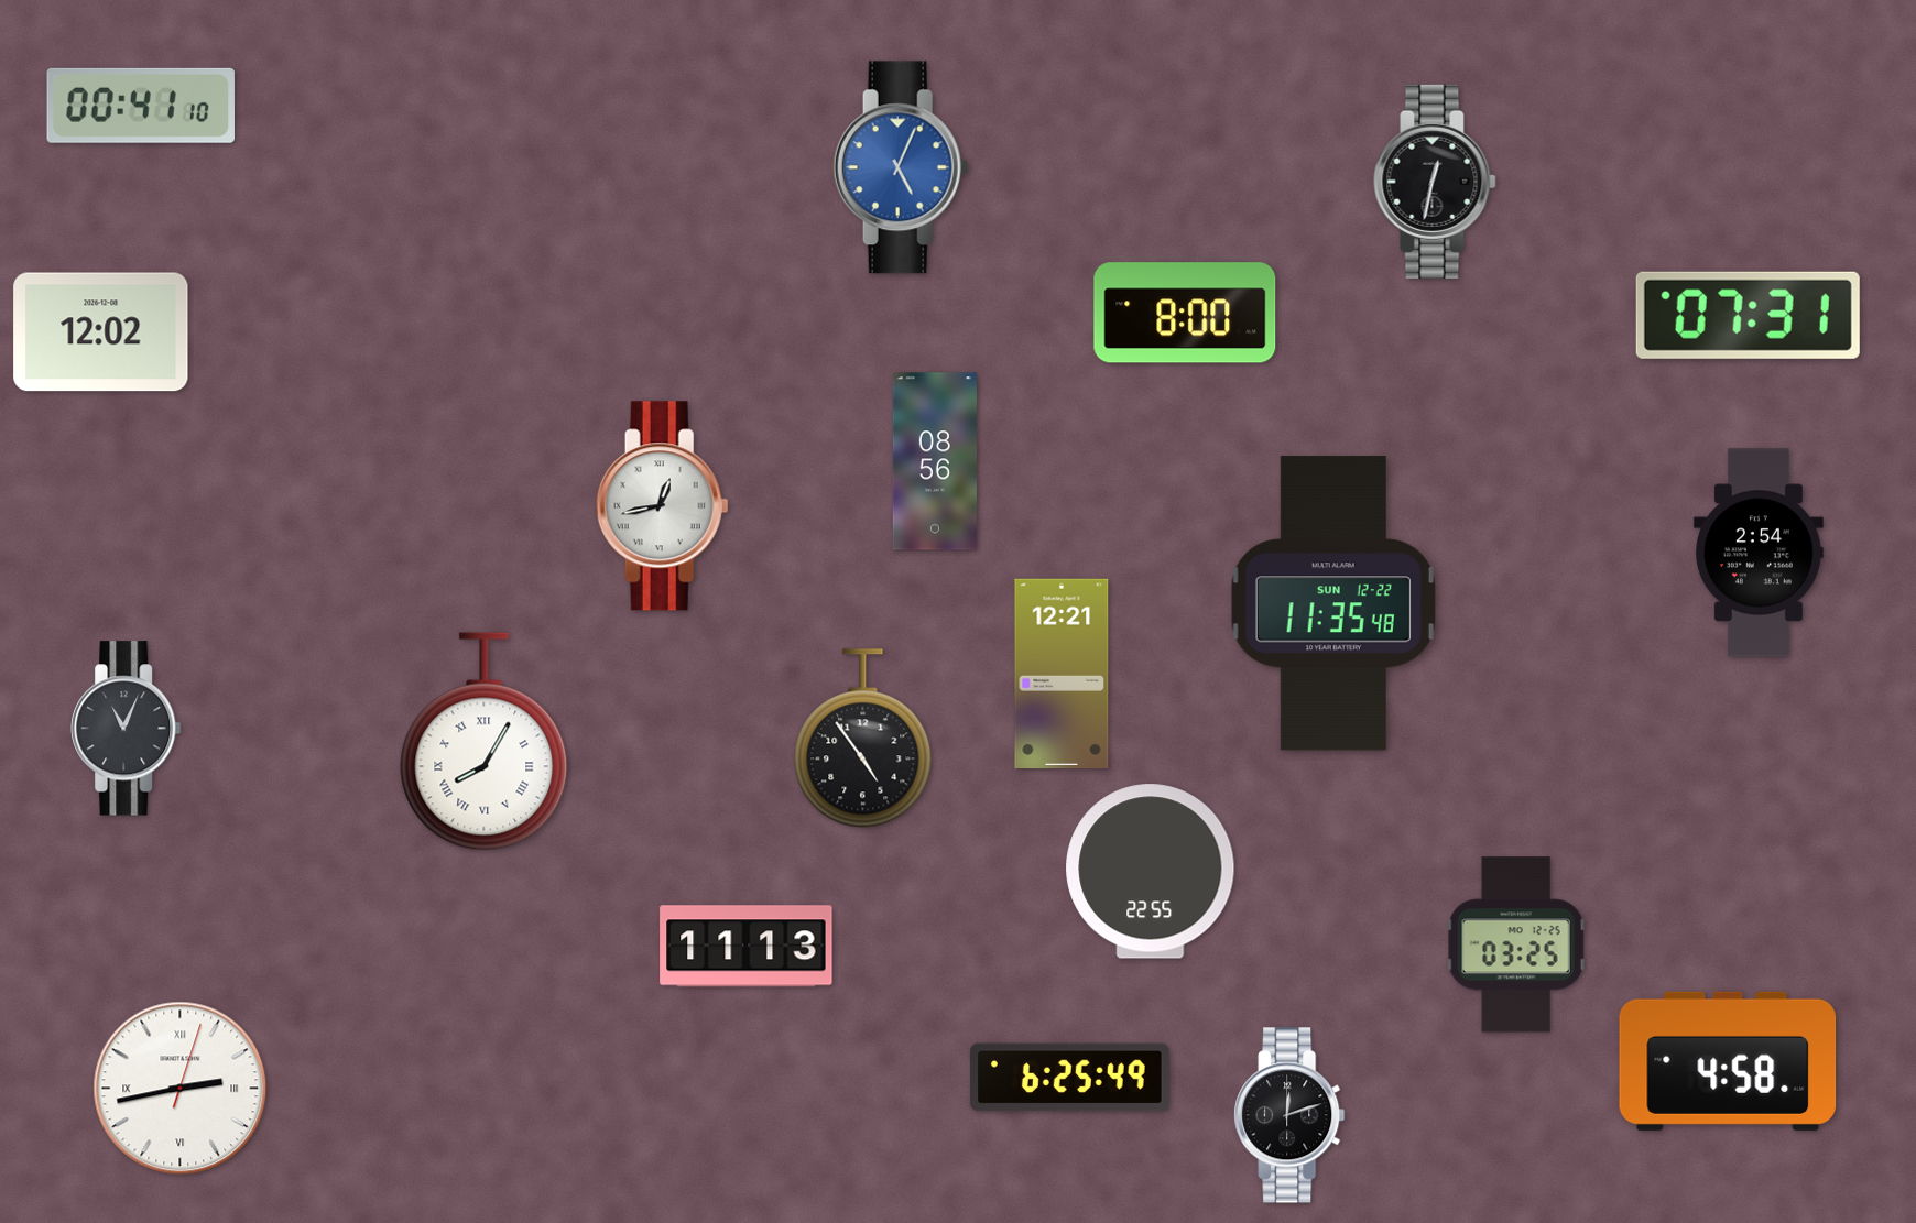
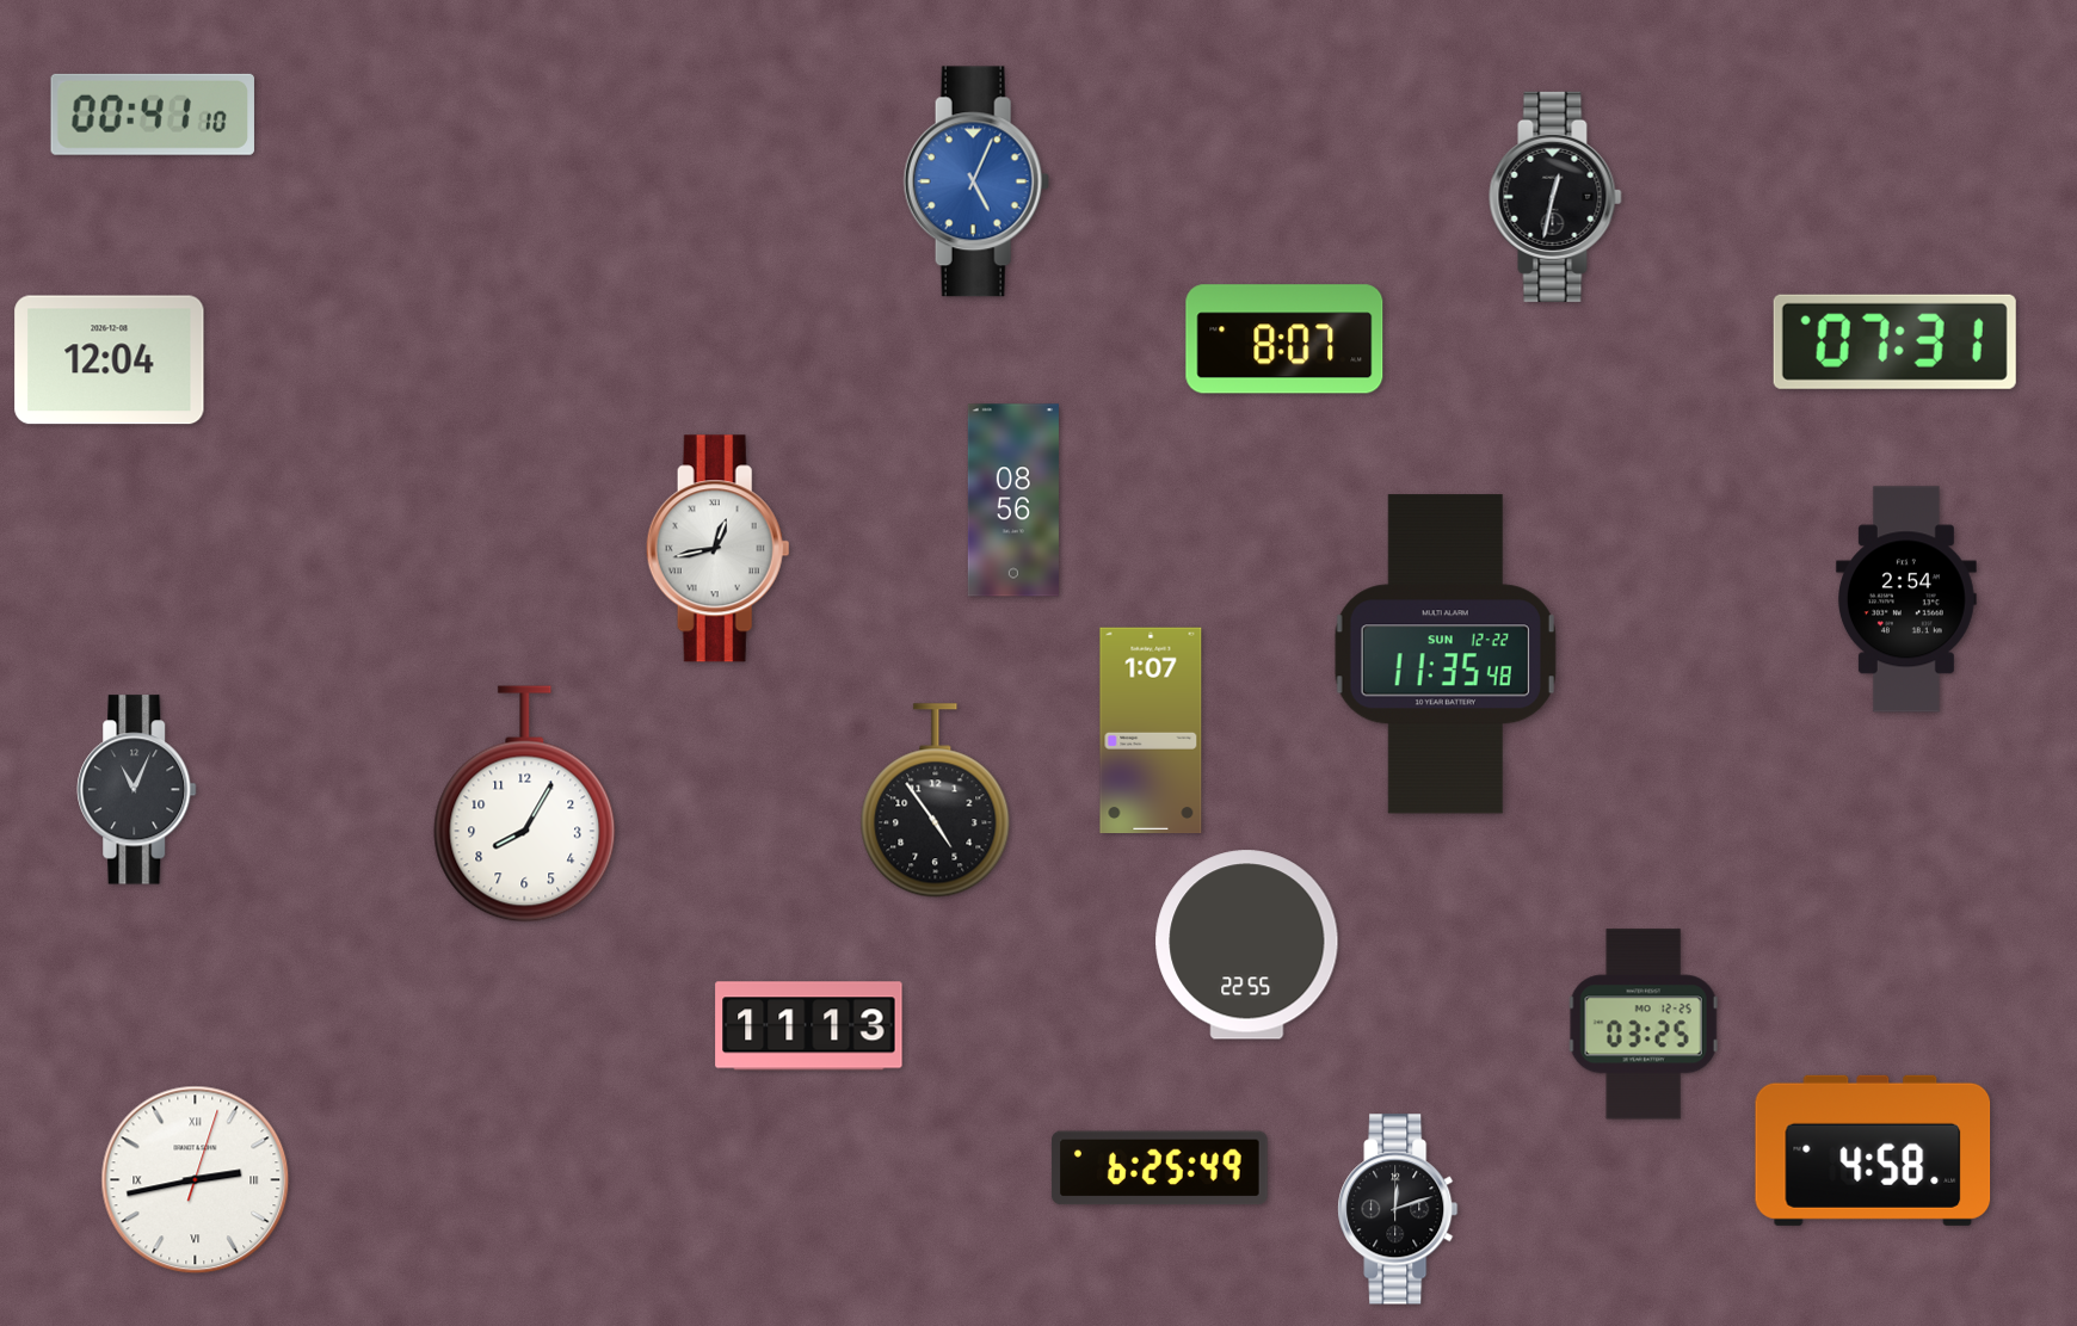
clock at (1185, 313): 8:00 -> 8:07
clock at (101, 332): 12:02 -> 12:04
clock at (1062, 674): 12:21 -> 1:07
clock at (485, 742) numerals: Roman -> Arabic
